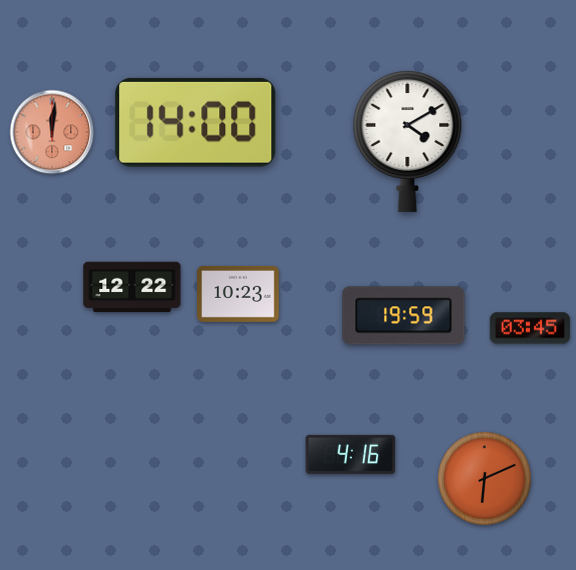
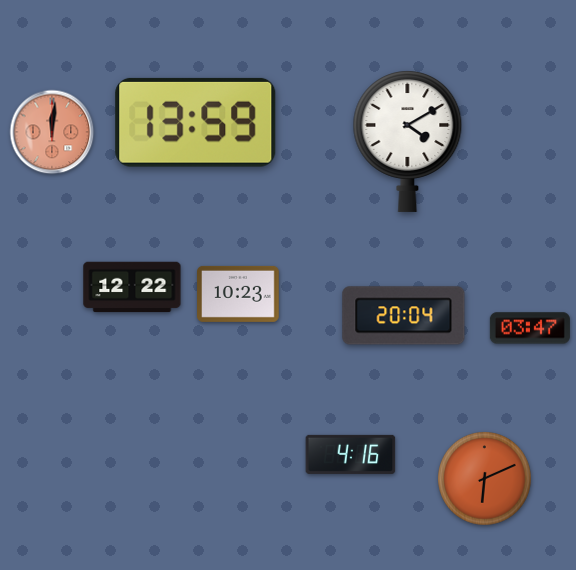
clock at (196, 122): 14:00 -> 13:59
clock at (404, 316): 19:59 -> 20:04
clock at (530, 328): 03:45 -> 03:47
